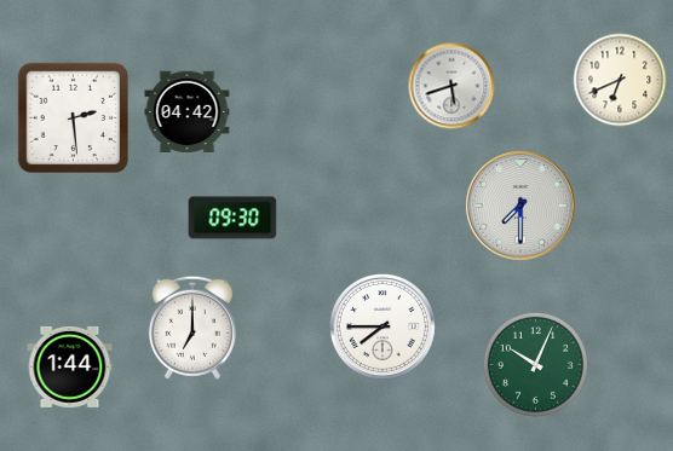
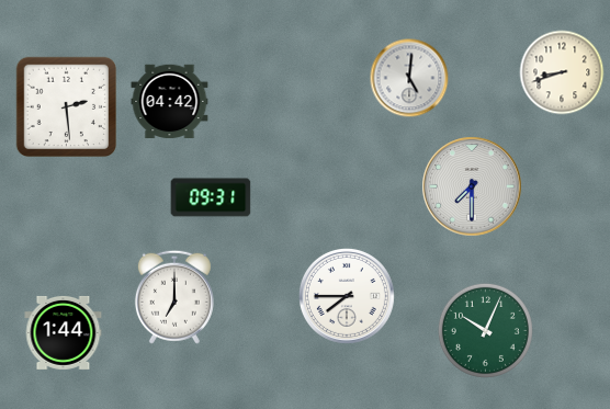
clock at (620, 80): 6:41 -> 8:42
clock at (451, 86): 5:42 -> 5:01
clock at (232, 218): 09:30 -> 09:31
